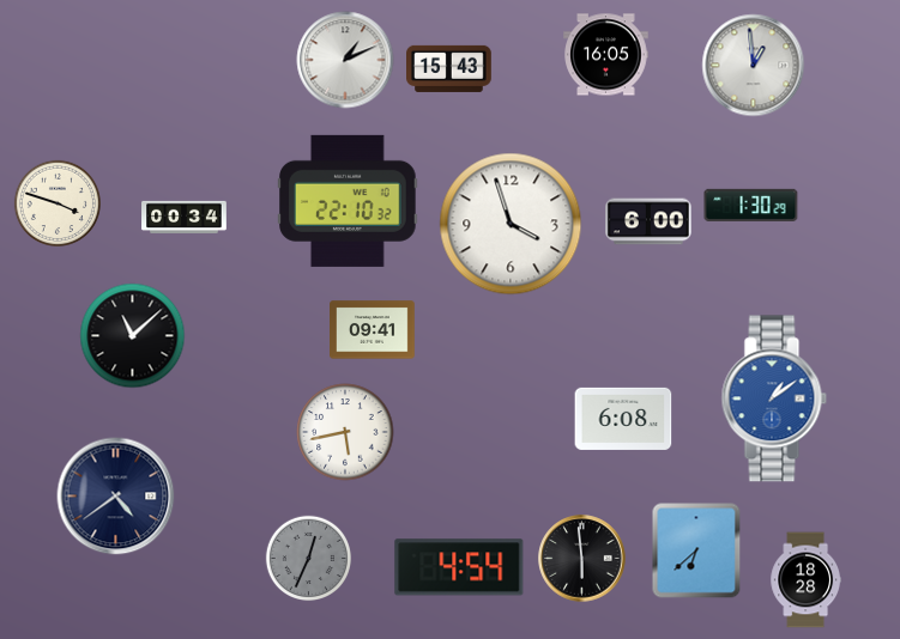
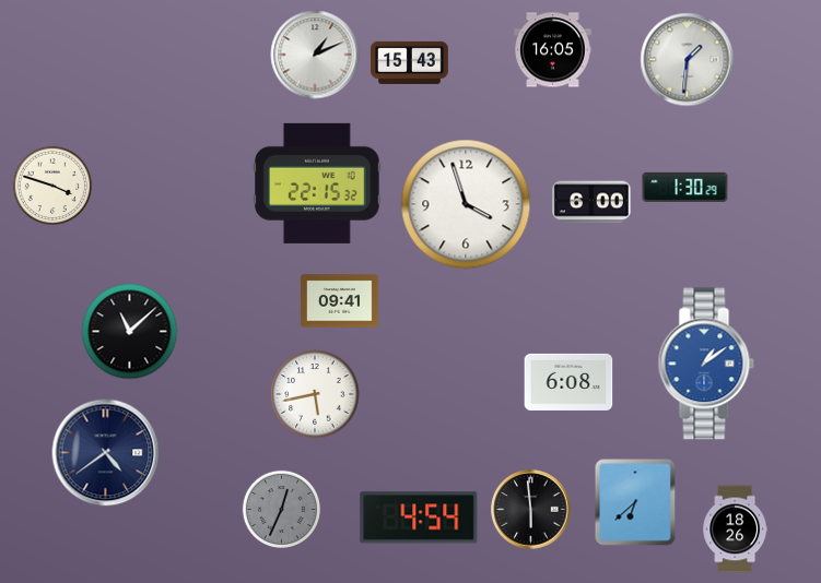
clock at (754, 66): 12:59 -> 1:31
clock at (348, 201): 22:10 -> 22:15
clock at (185, 217): 00:34 -> none
clock at (133, 336) position: (133, 336) -> (130, 332)
clock at (805, 580): 18:28 -> 18:26
